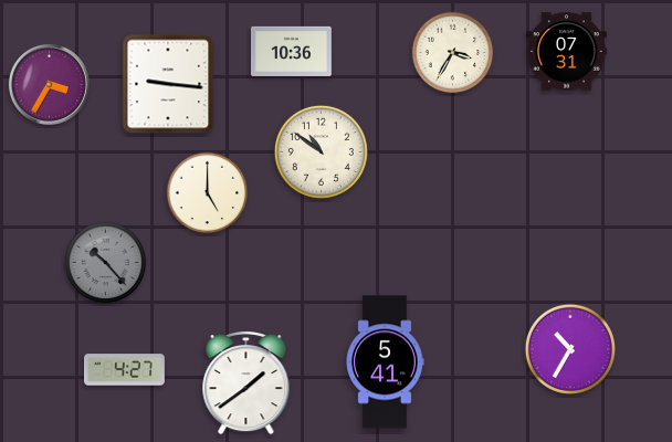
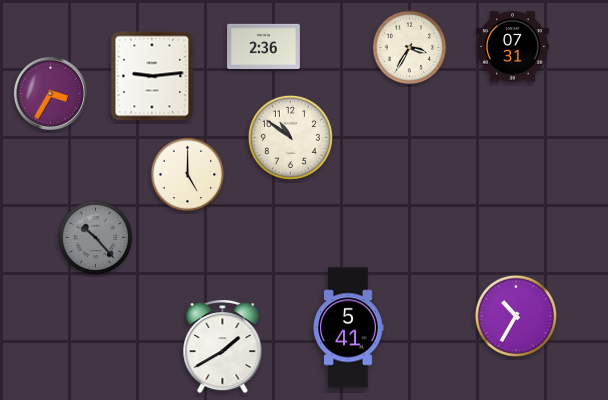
clock at (292, 51): 10:36 -> 2:36
clock at (49, 84) position: (49, 84) -> (50, 93)
clock at (168, 84): 9:16 -> 9:14
clock at (125, 370): 4:27 -> none
clock at (246, 382): 1:39 -> 1:40
